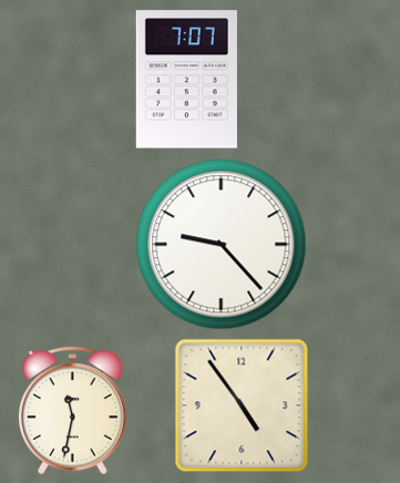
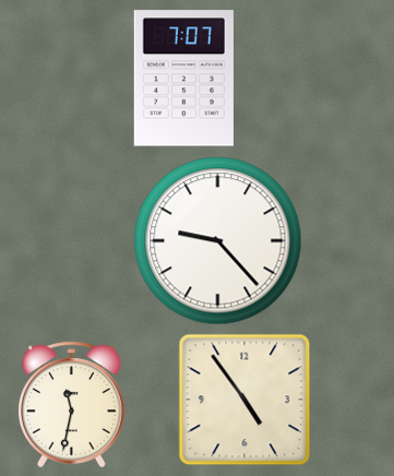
clock at (242, 405) position: (242, 405) -> (244, 400)
